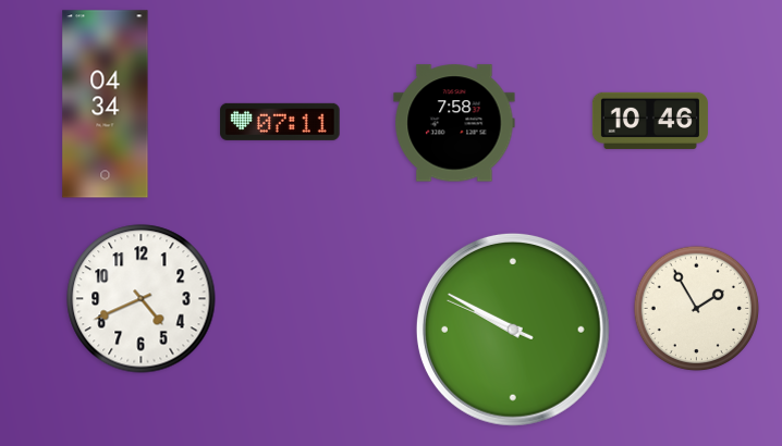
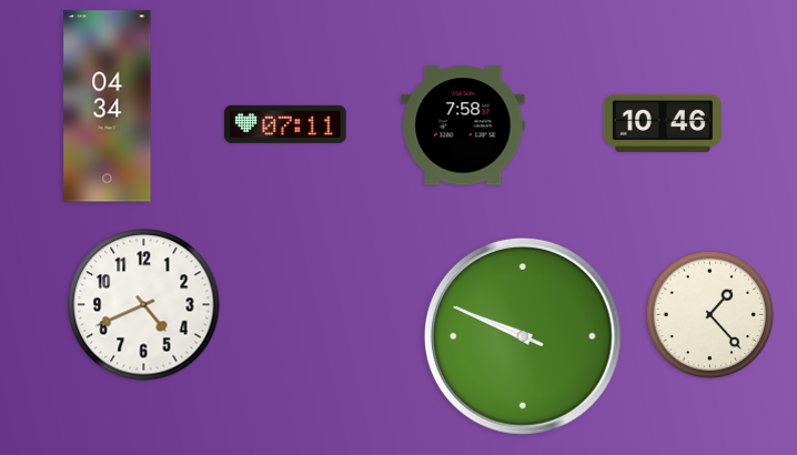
clock at (697, 309): 1:55 -> 1:23
clock at (513, 330): 9:49 -> 9:48
